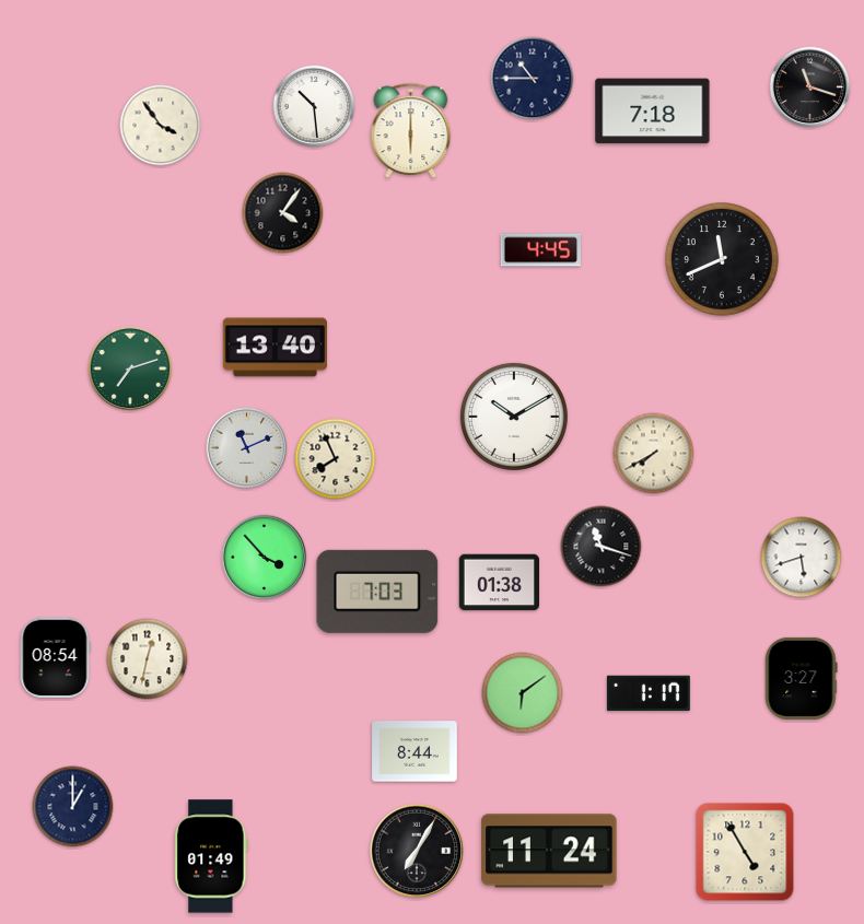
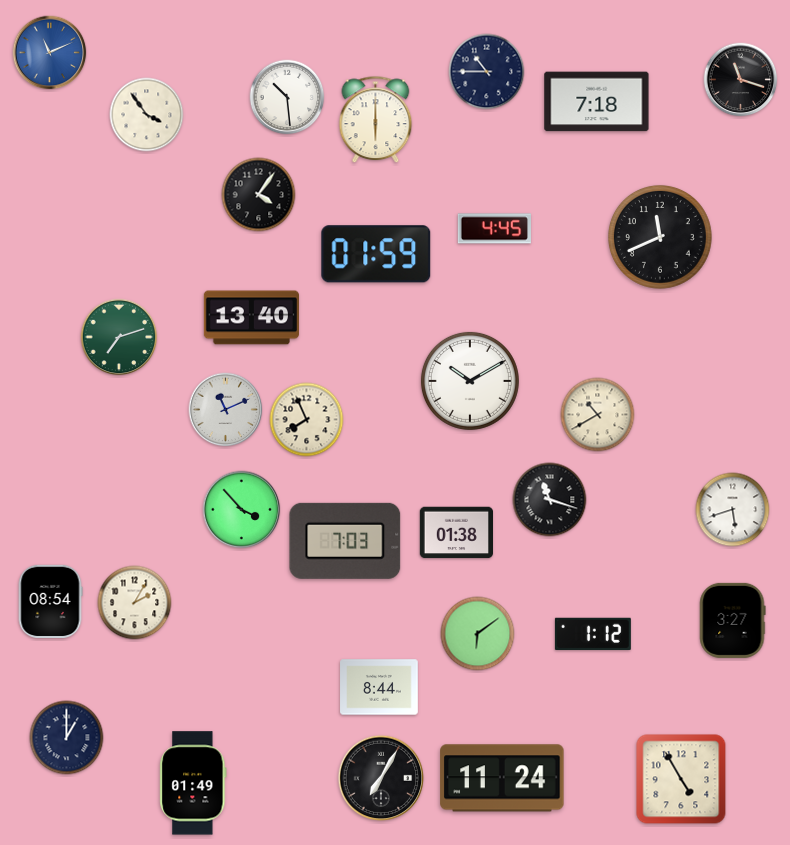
clock at (50, 53): none -> 11:11
clock at (376, 254): none -> 01:59
clock at (654, 454): 7:40 -> 10:40
clock at (148, 659): 12:32 -> 2:05
clock at (649, 692): 1:17 -> 1:12
